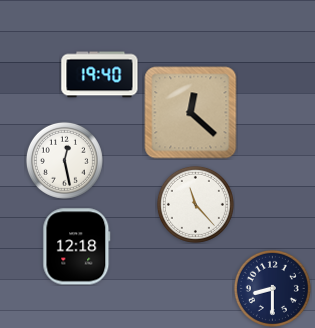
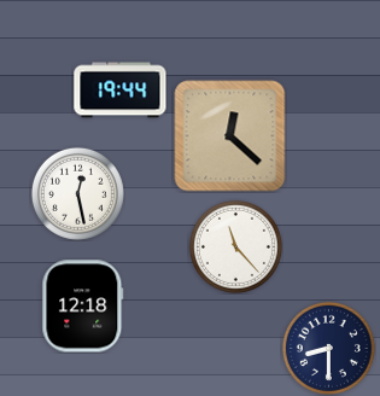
clock at (100, 75): 19:40 -> 19:44
clock at (77, 247) position: (77, 247) -> (83, 307)
